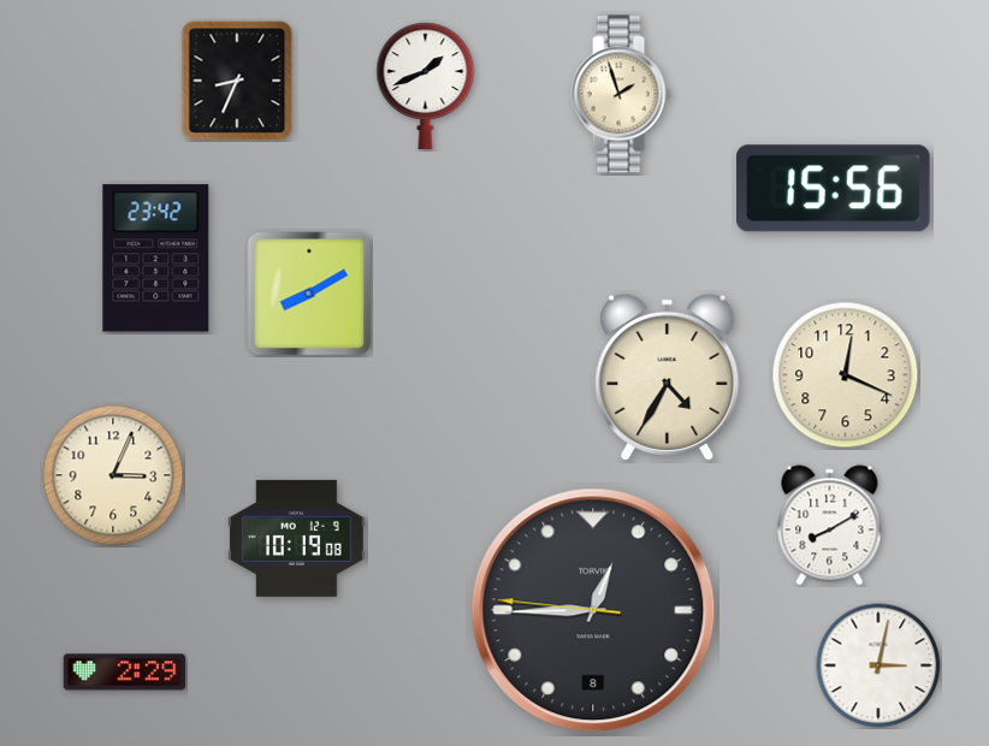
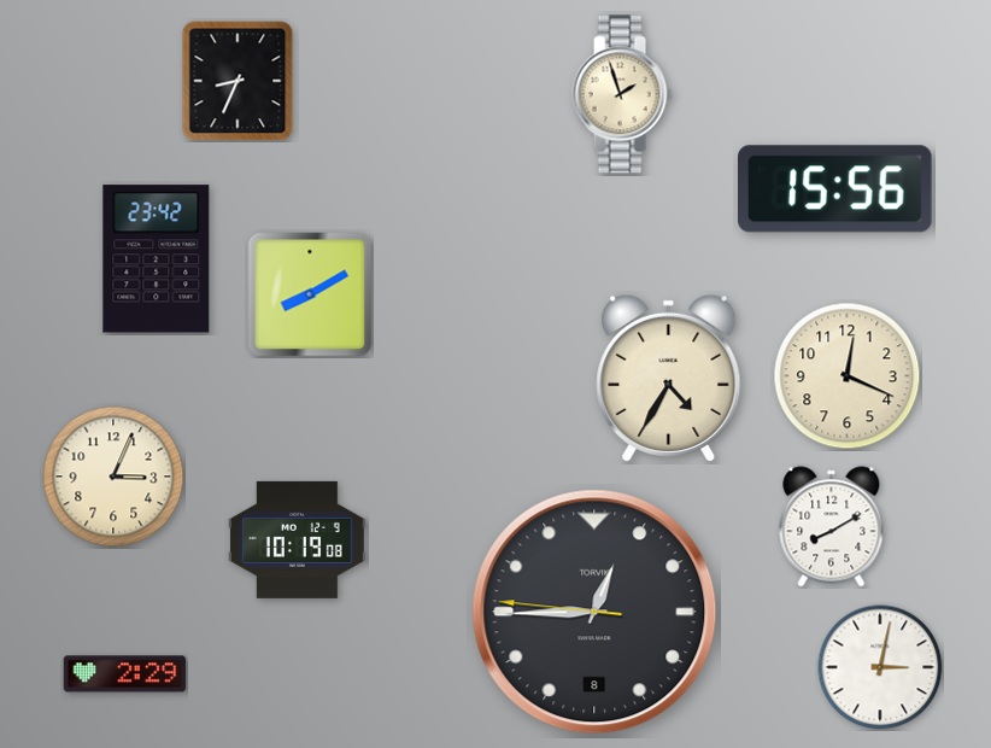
clock at (426, 85): 1:41 -> none
